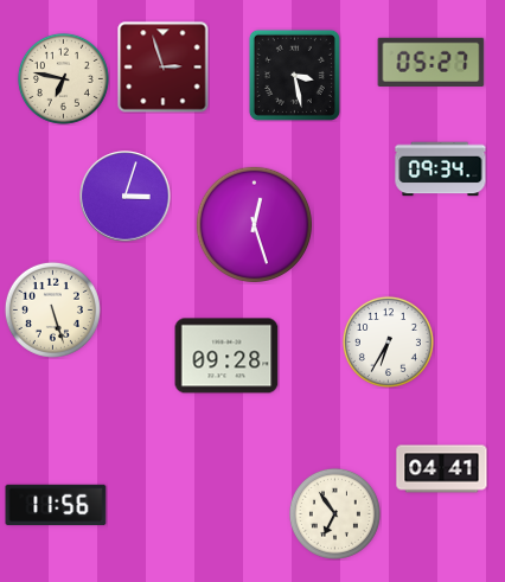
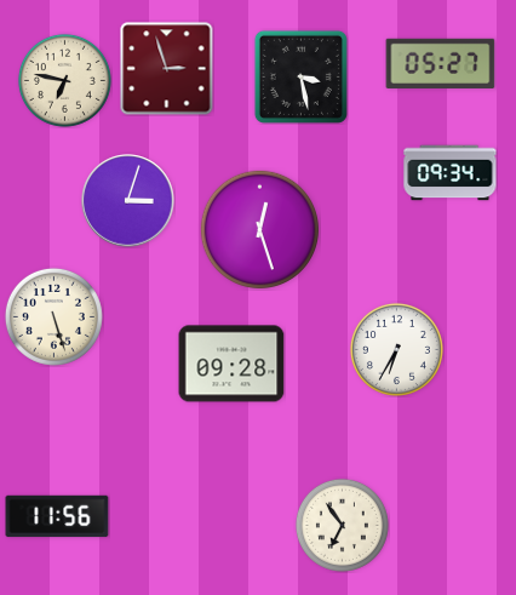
clock at (442, 469): 04:41 -> none
